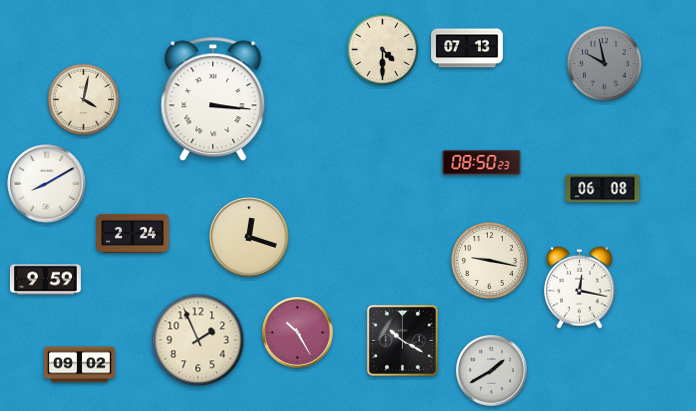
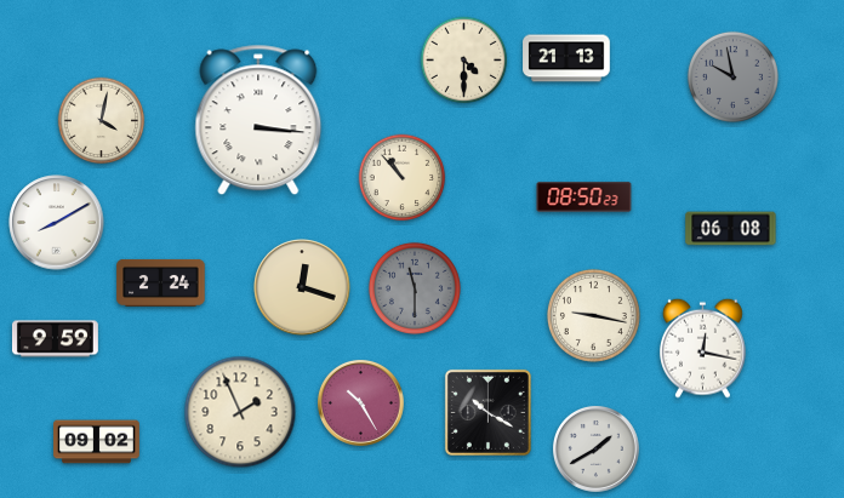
clock at (467, 48): 07:13 -> 21:13
clock at (403, 178): none -> 10:53
clock at (415, 288): none -> 11:30
